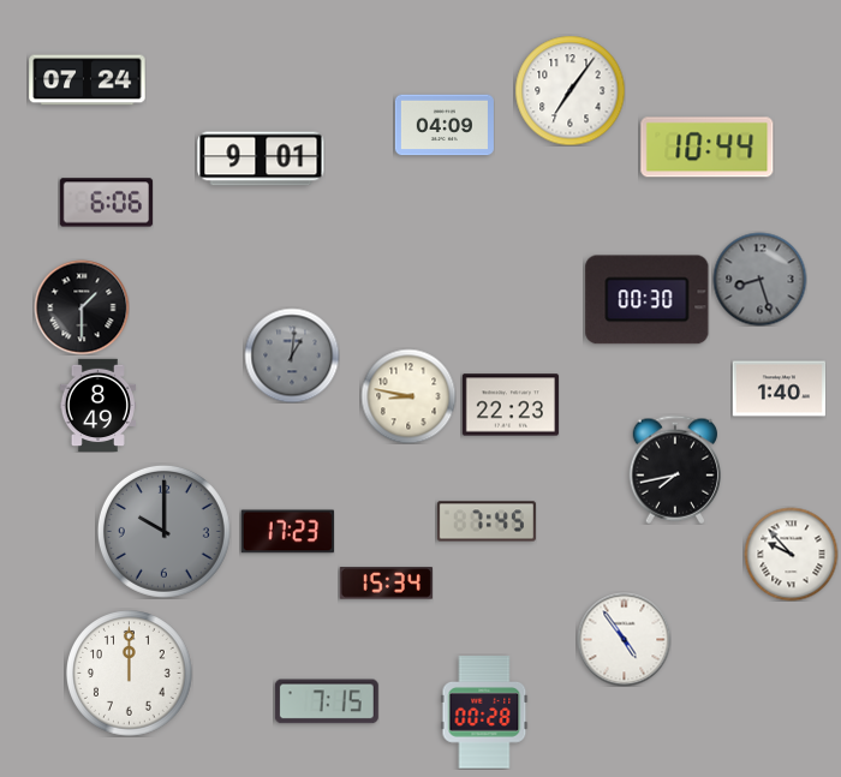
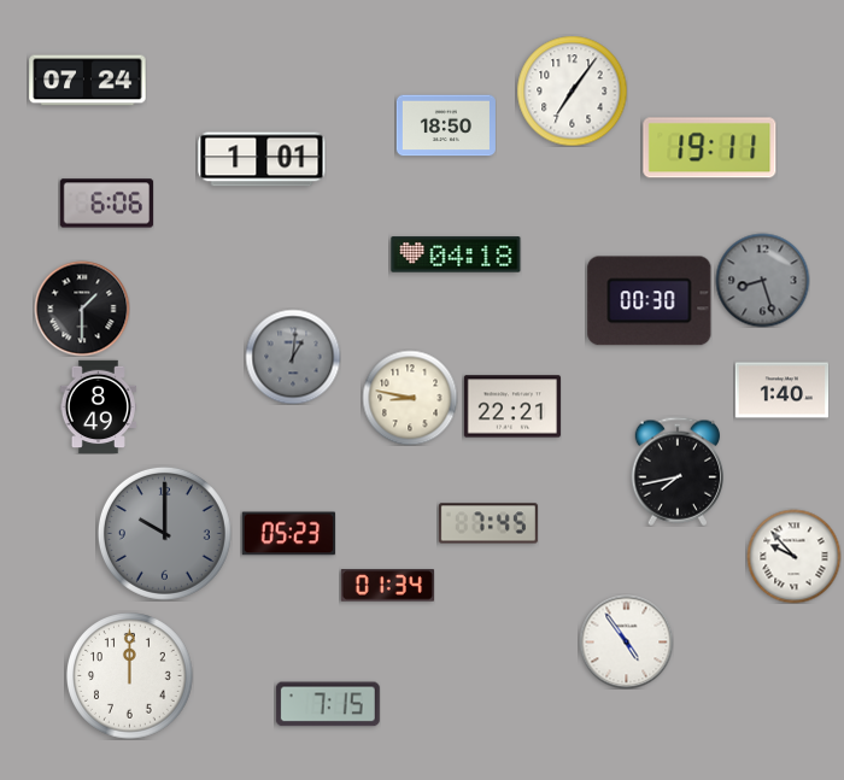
clock at (445, 125): 04:09 -> 18:50
clock at (708, 148): 10:44 -> 19:11
clock at (261, 159): 9:01 -> 1:01
clock at (456, 254): none -> 04:18
clock at (511, 405): 22:23 -> 22:21
clock at (287, 532): 17:23 -> 05:23
clock at (386, 584): 15:34 -> 01:34
clock at (484, 712): 00:28 -> none
